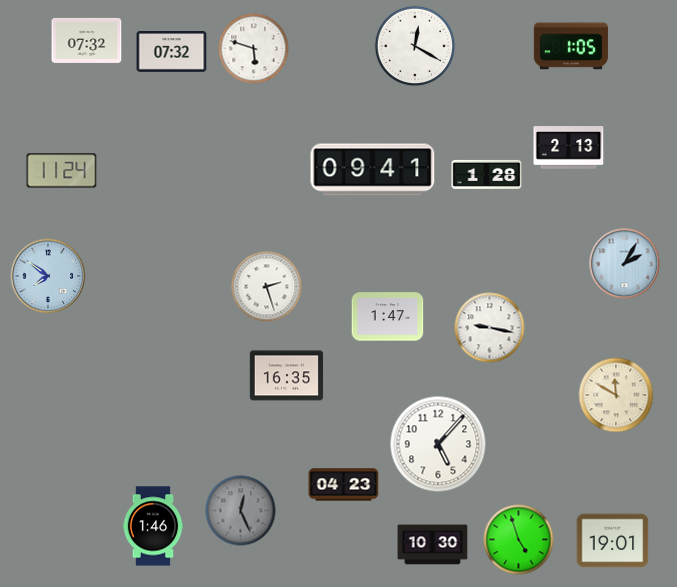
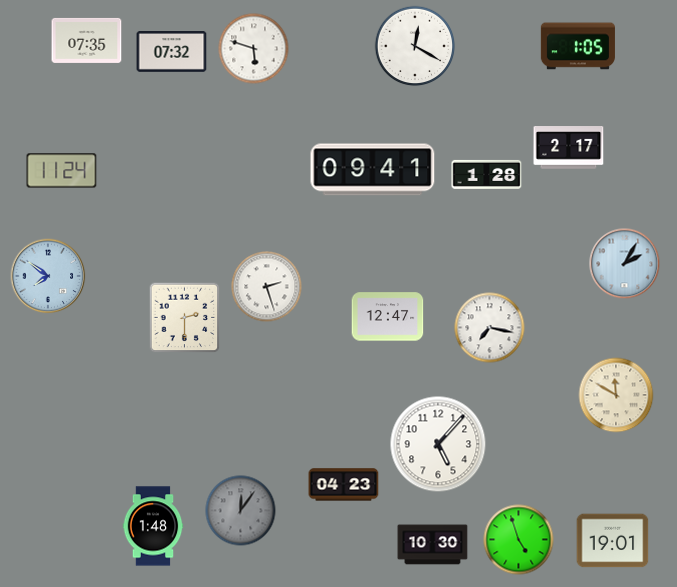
clock at (87, 40): 07:32 -> 07:35
clock at (571, 46) position: (571, 46) -> (578, 46)
clock at (569, 148): 2:13 -> 2:17
clock at (388, 317): 1:47 -> 12:47
clock at (185, 318): none -> 2:30
clock at (490, 328): 9:17 -> 7:17
clock at (287, 376): 16:35 -> none
clock at (241, 511): 12:26 -> 12:06
clock at (153, 526): 1:46 -> 1:48
